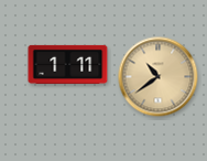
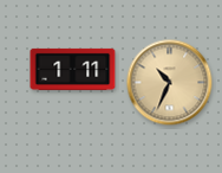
clock at (159, 77): 10:39 -> 10:34
